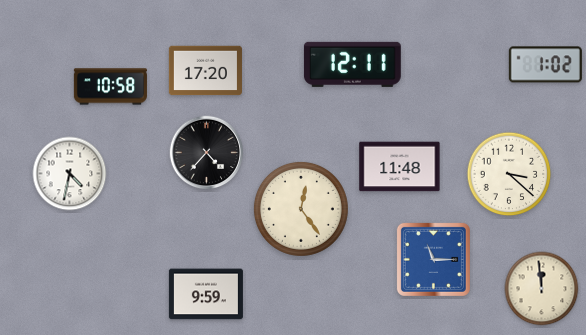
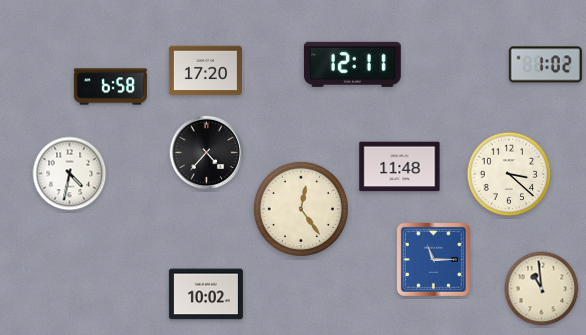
clock at (110, 87): 10:58 -> 6:58
clock at (542, 289): 11:59 -> 10:59
clock at (206, 294): 9:59 -> 10:02
